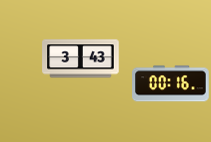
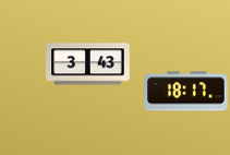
clock at (171, 84): 00:16 -> 18:17
